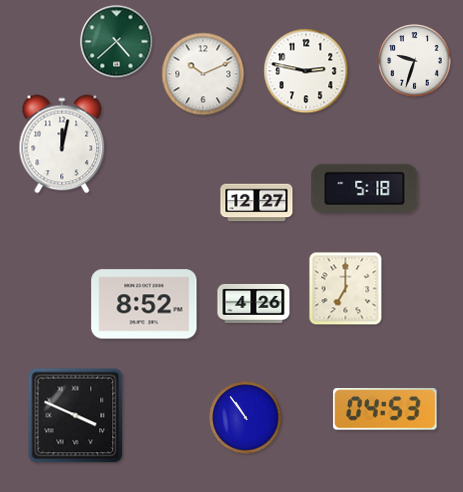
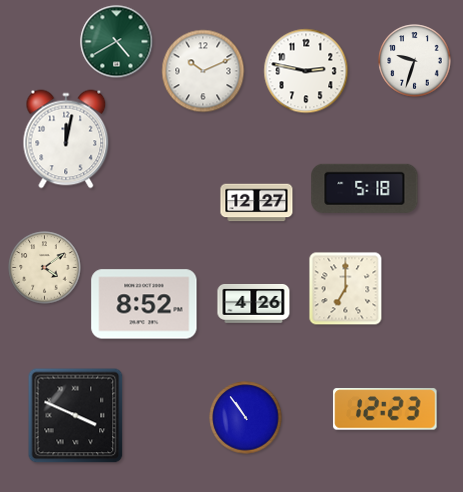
clock at (117, 42): 4:38 -> 4:40
clock at (203, 74) position: (203, 74) -> (203, 71)
clock at (62, 144) position: (62, 144) -> (66, 139)
clock at (45, 268): none -> 4:09
clock at (385, 409): 04:53 -> 12:23
